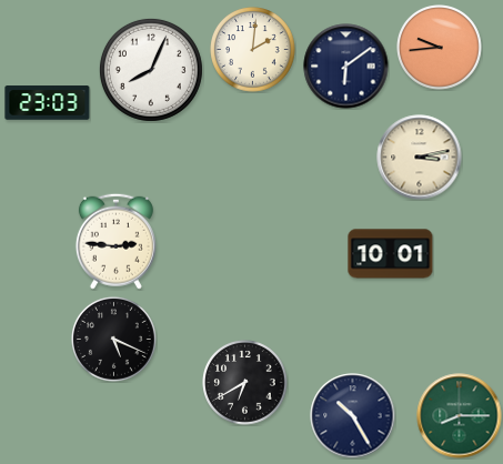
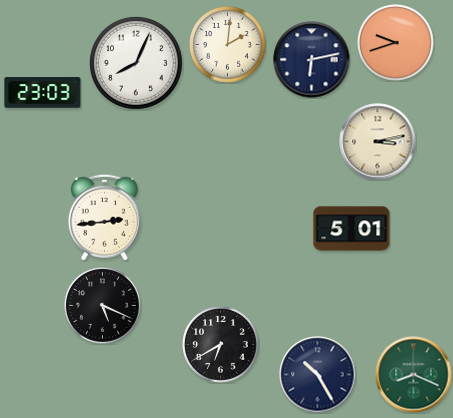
clock at (440, 48): 9:44 -> 9:42
clock at (346, 67): 6:09 -> 6:13
clock at (115, 241): 2:46 -> 2:44
clock at (391, 254): 10:01 -> 5:01
clock at (460, 416): 8:15 -> 8:19
